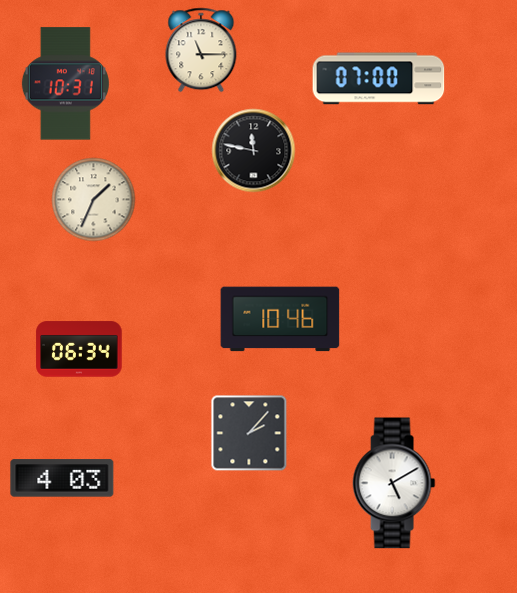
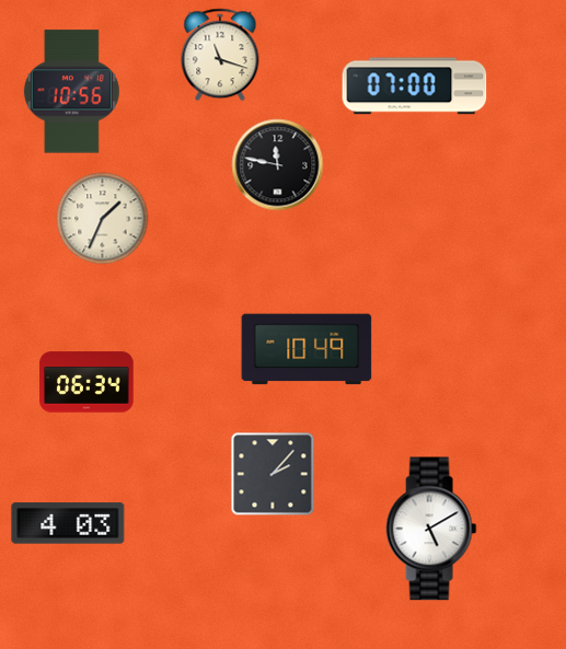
clock at (201, 50): 11:15 -> 11:18
clock at (65, 84): 10:31 -> 10:56
clock at (280, 319): 10:46 -> 10:49
